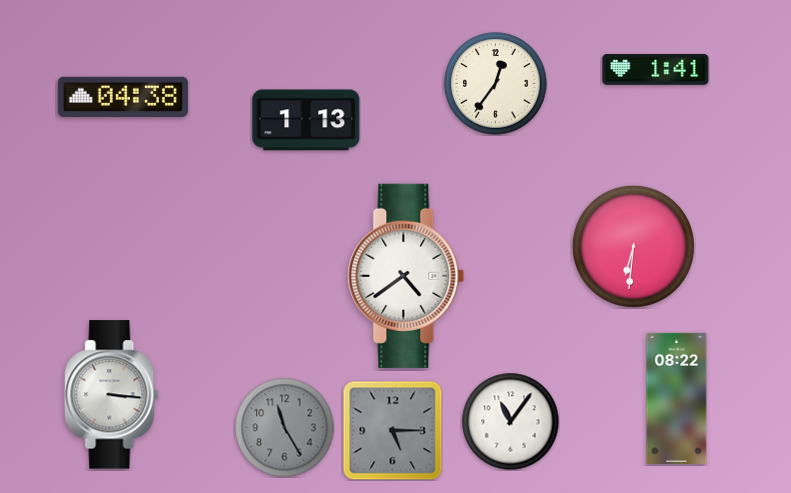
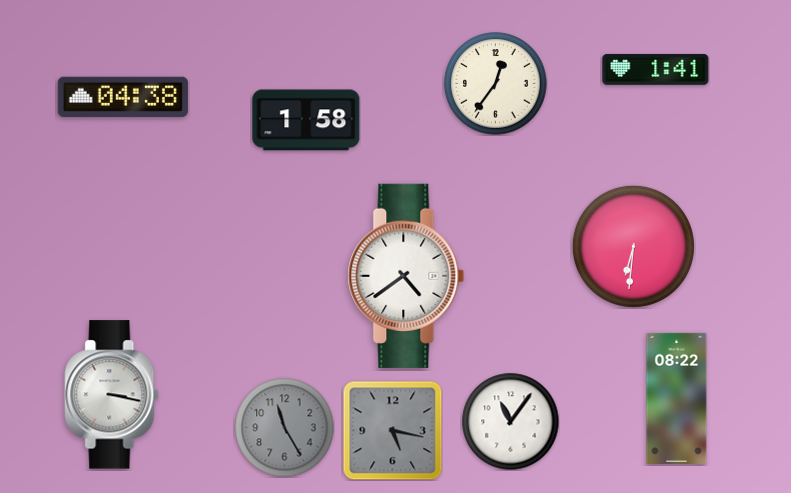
clock at (306, 120): 1:13 -> 1:58
clock at (112, 395): 3:16 -> 3:17
clock at (392, 430): 5:15 -> 5:17
